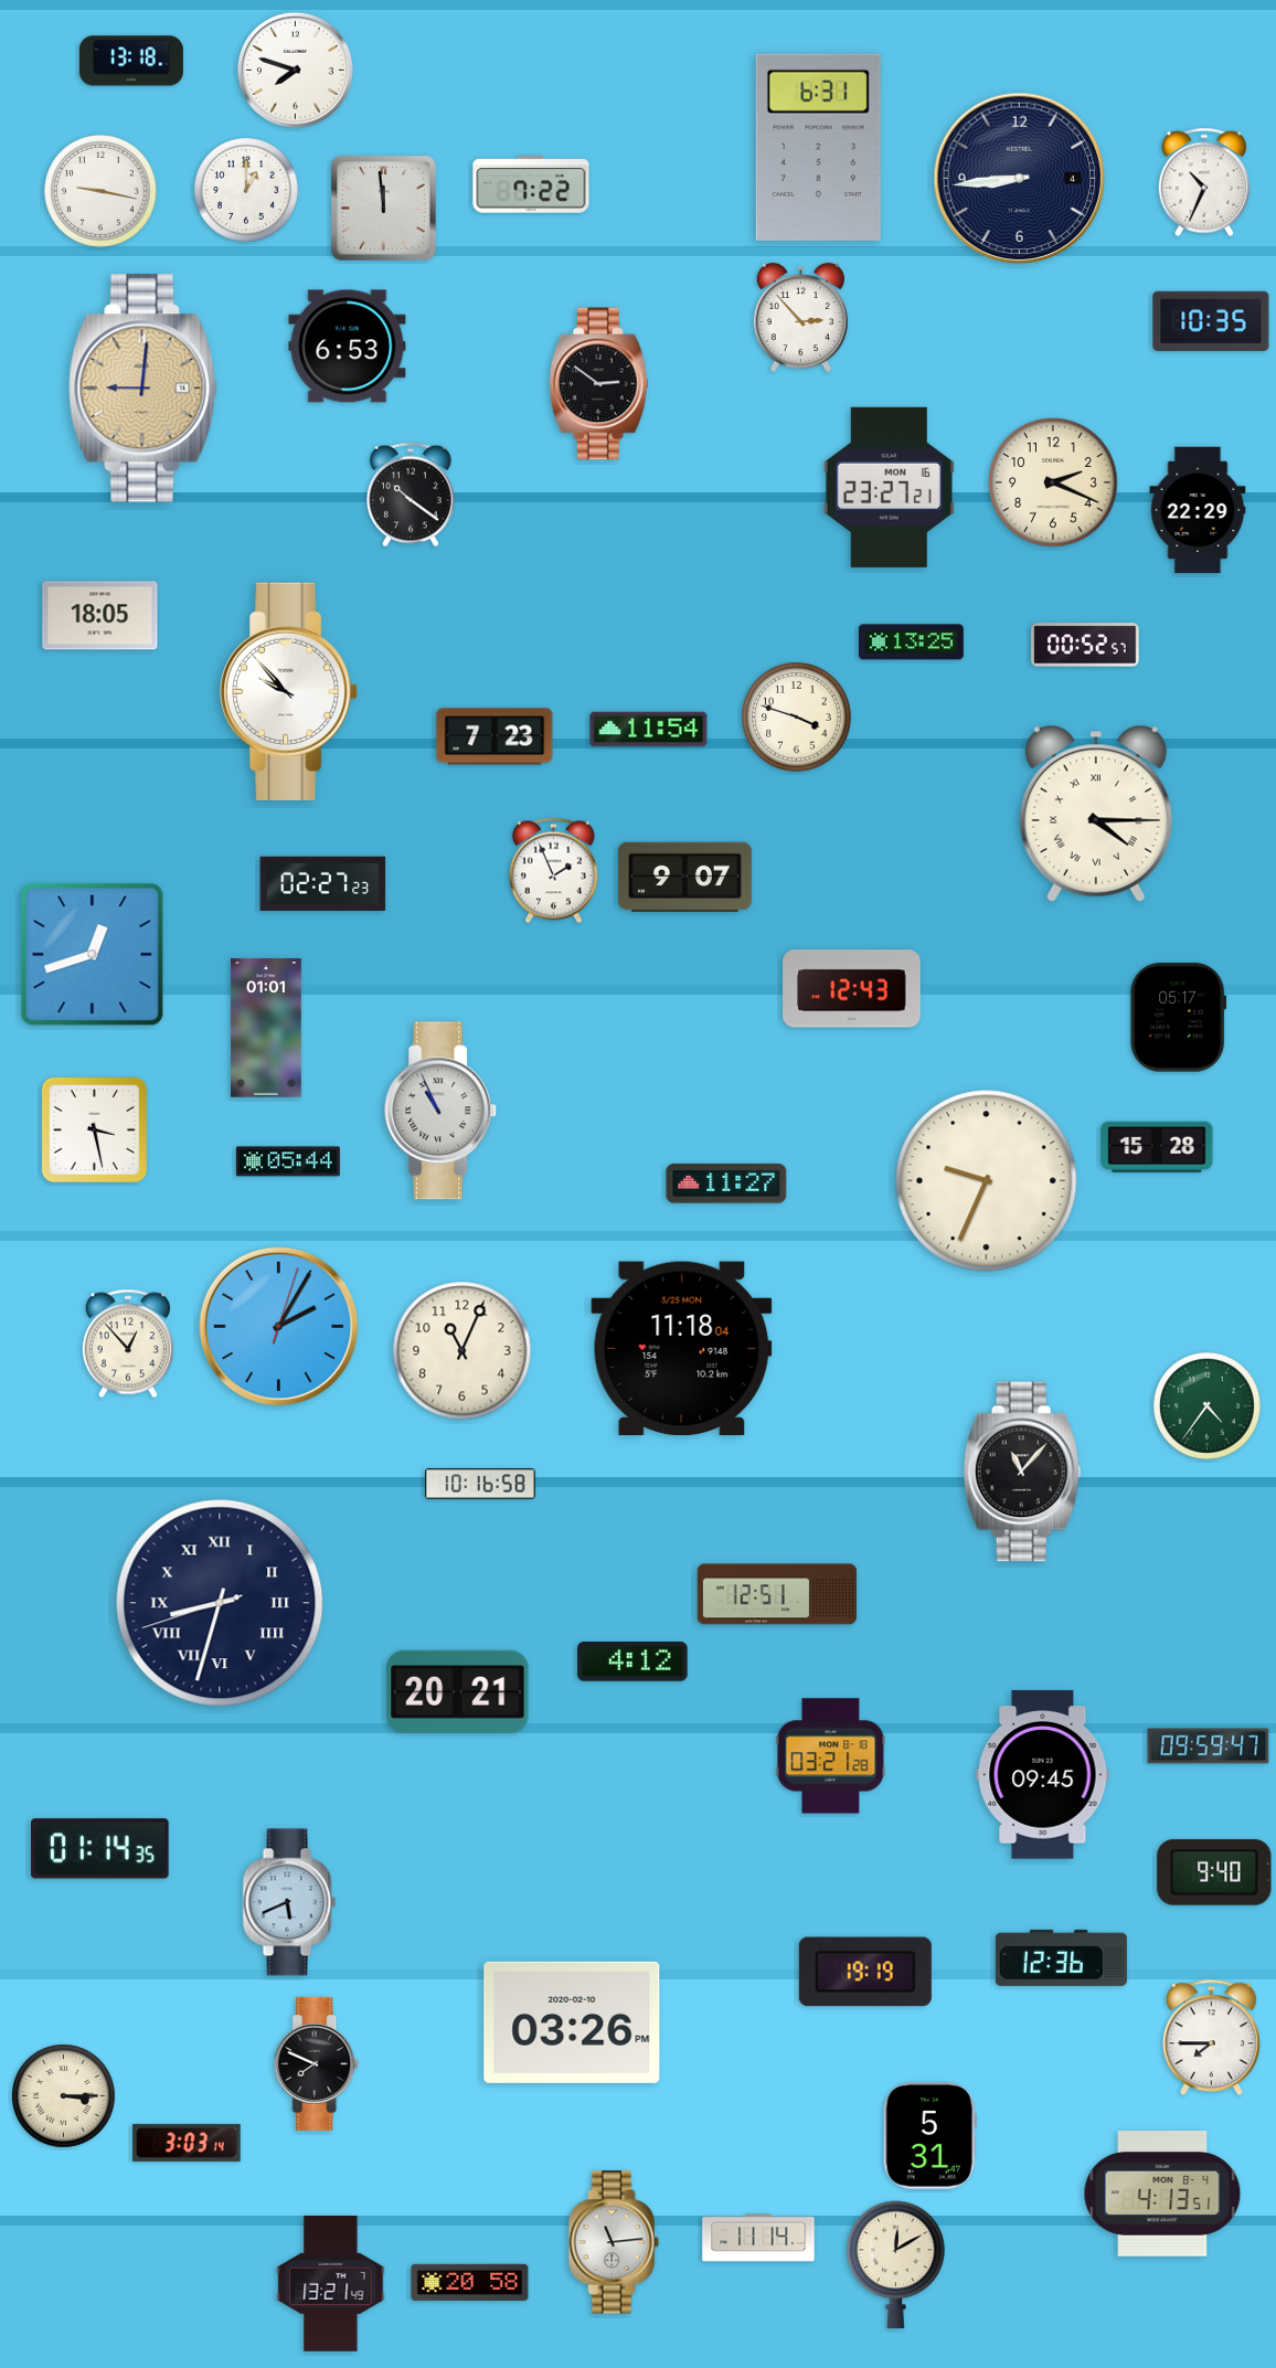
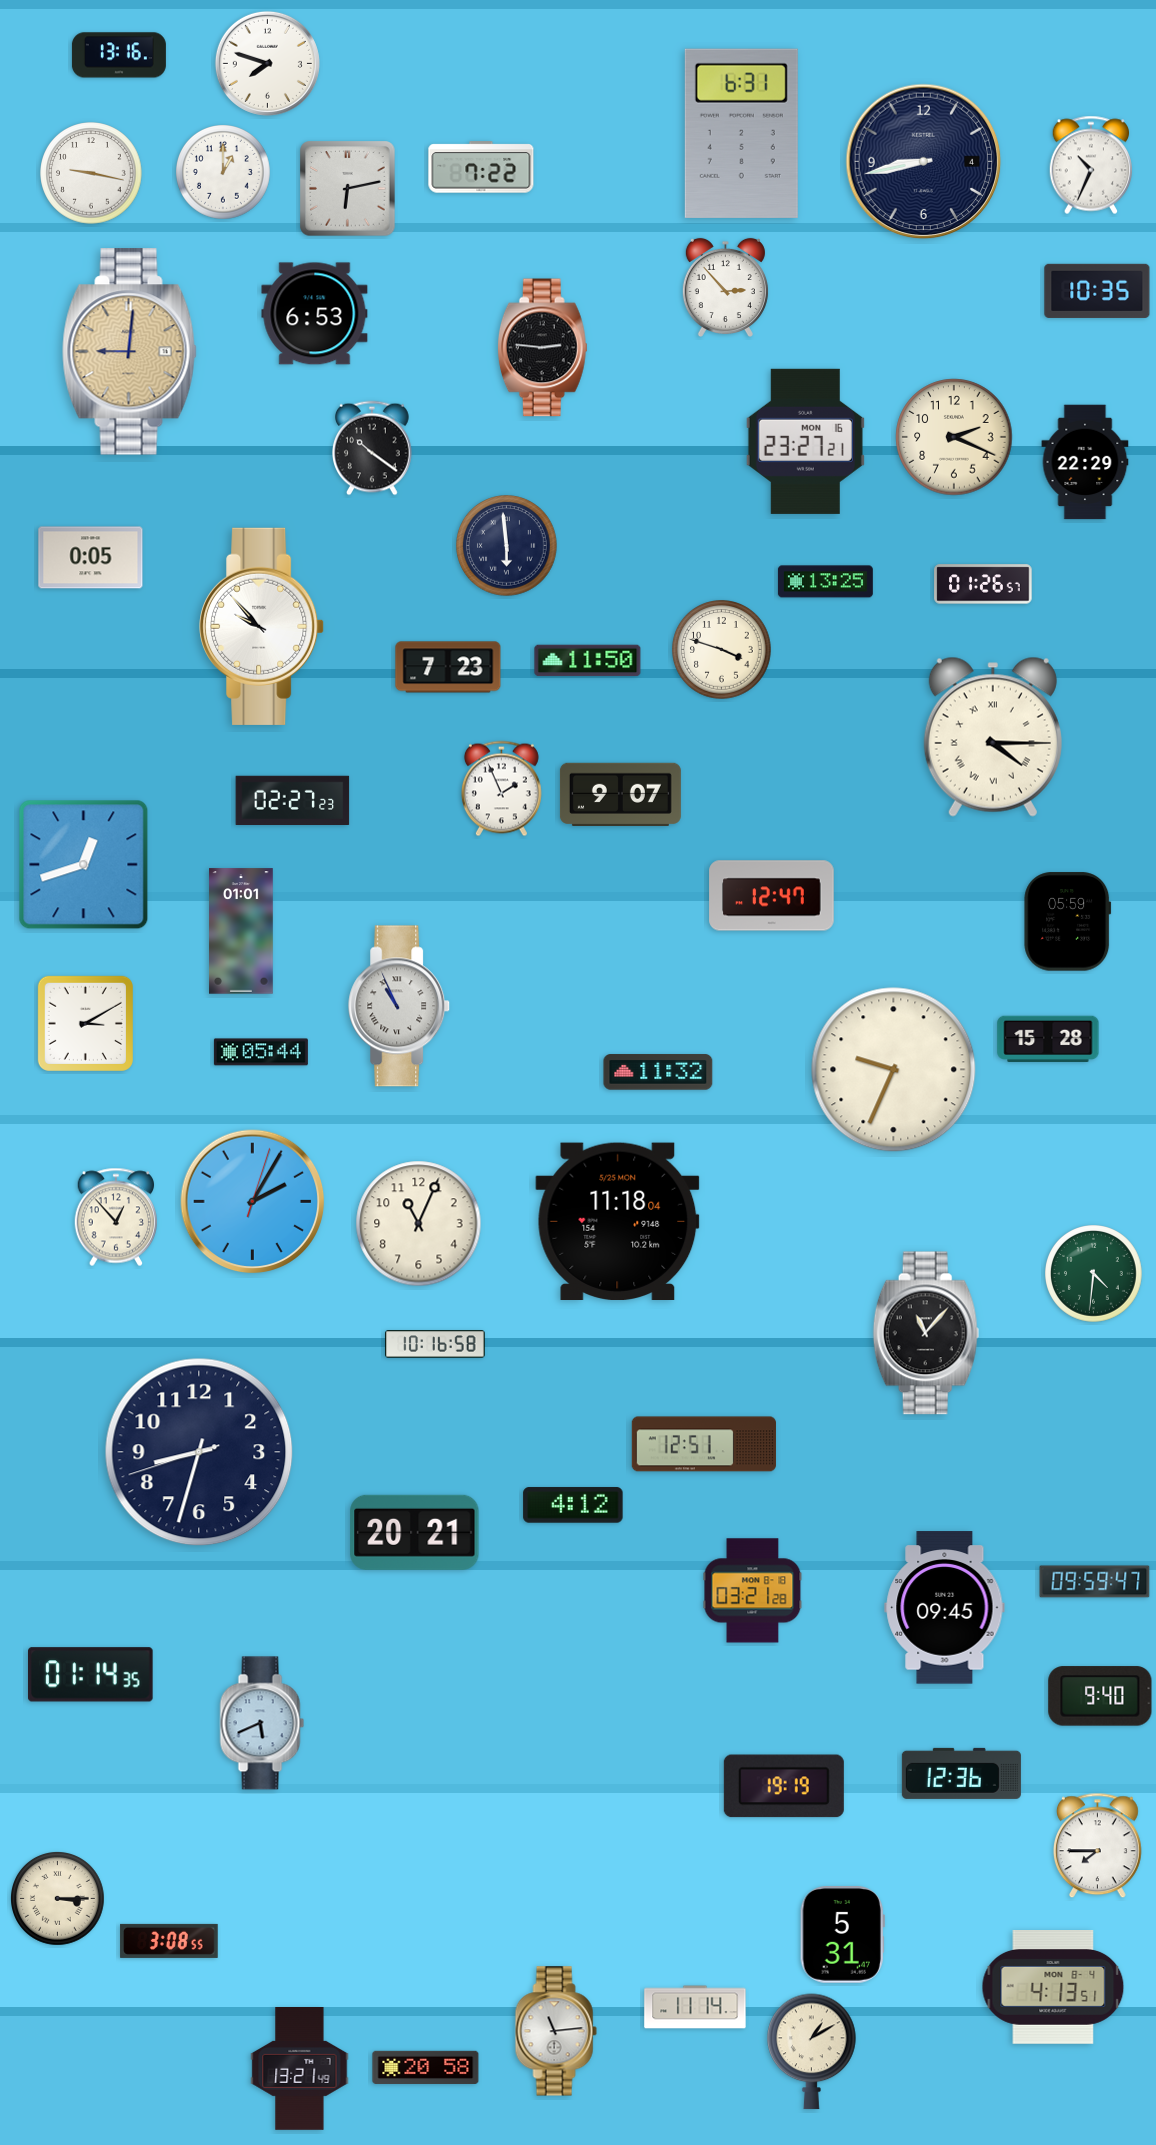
clock at (131, 61): 13:18 -> 13:16
clock at (1020, 179): 8:44 -> 8:43
clock at (384, 209): 11:59 -> 6:13
clock at (598, 384): 2:51 -> 2:46
clock at (507, 546): none -> 5:59
clock at (100, 616): 18:05 -> 0:05
clock at (1085, 645): 00:52 -> 01:26
clock at (649, 730): 11:54 -> 11:50
clock at (852, 989): 12:43 -> 12:47
clock at (1179, 1018): 05:17 -> 05:59
clock at (94, 1129): 3:28 -> 3:10
clock at (726, 1183): 11:27 -> 11:32
clock at (1208, 1406): 4:36 -> 4:31
clock at (220, 1603) numerals: Roman -> Arabic
clock at (572, 2022): 03:26 -> none
clock at (317, 2063): 7:49 -> none
clock at (187, 2143): 3:03 -> 3:08
clock at (758, 2238) position: (758, 2238) -> (695, 2007)
clock at (896, 2265): 12:10 -> 1:10
